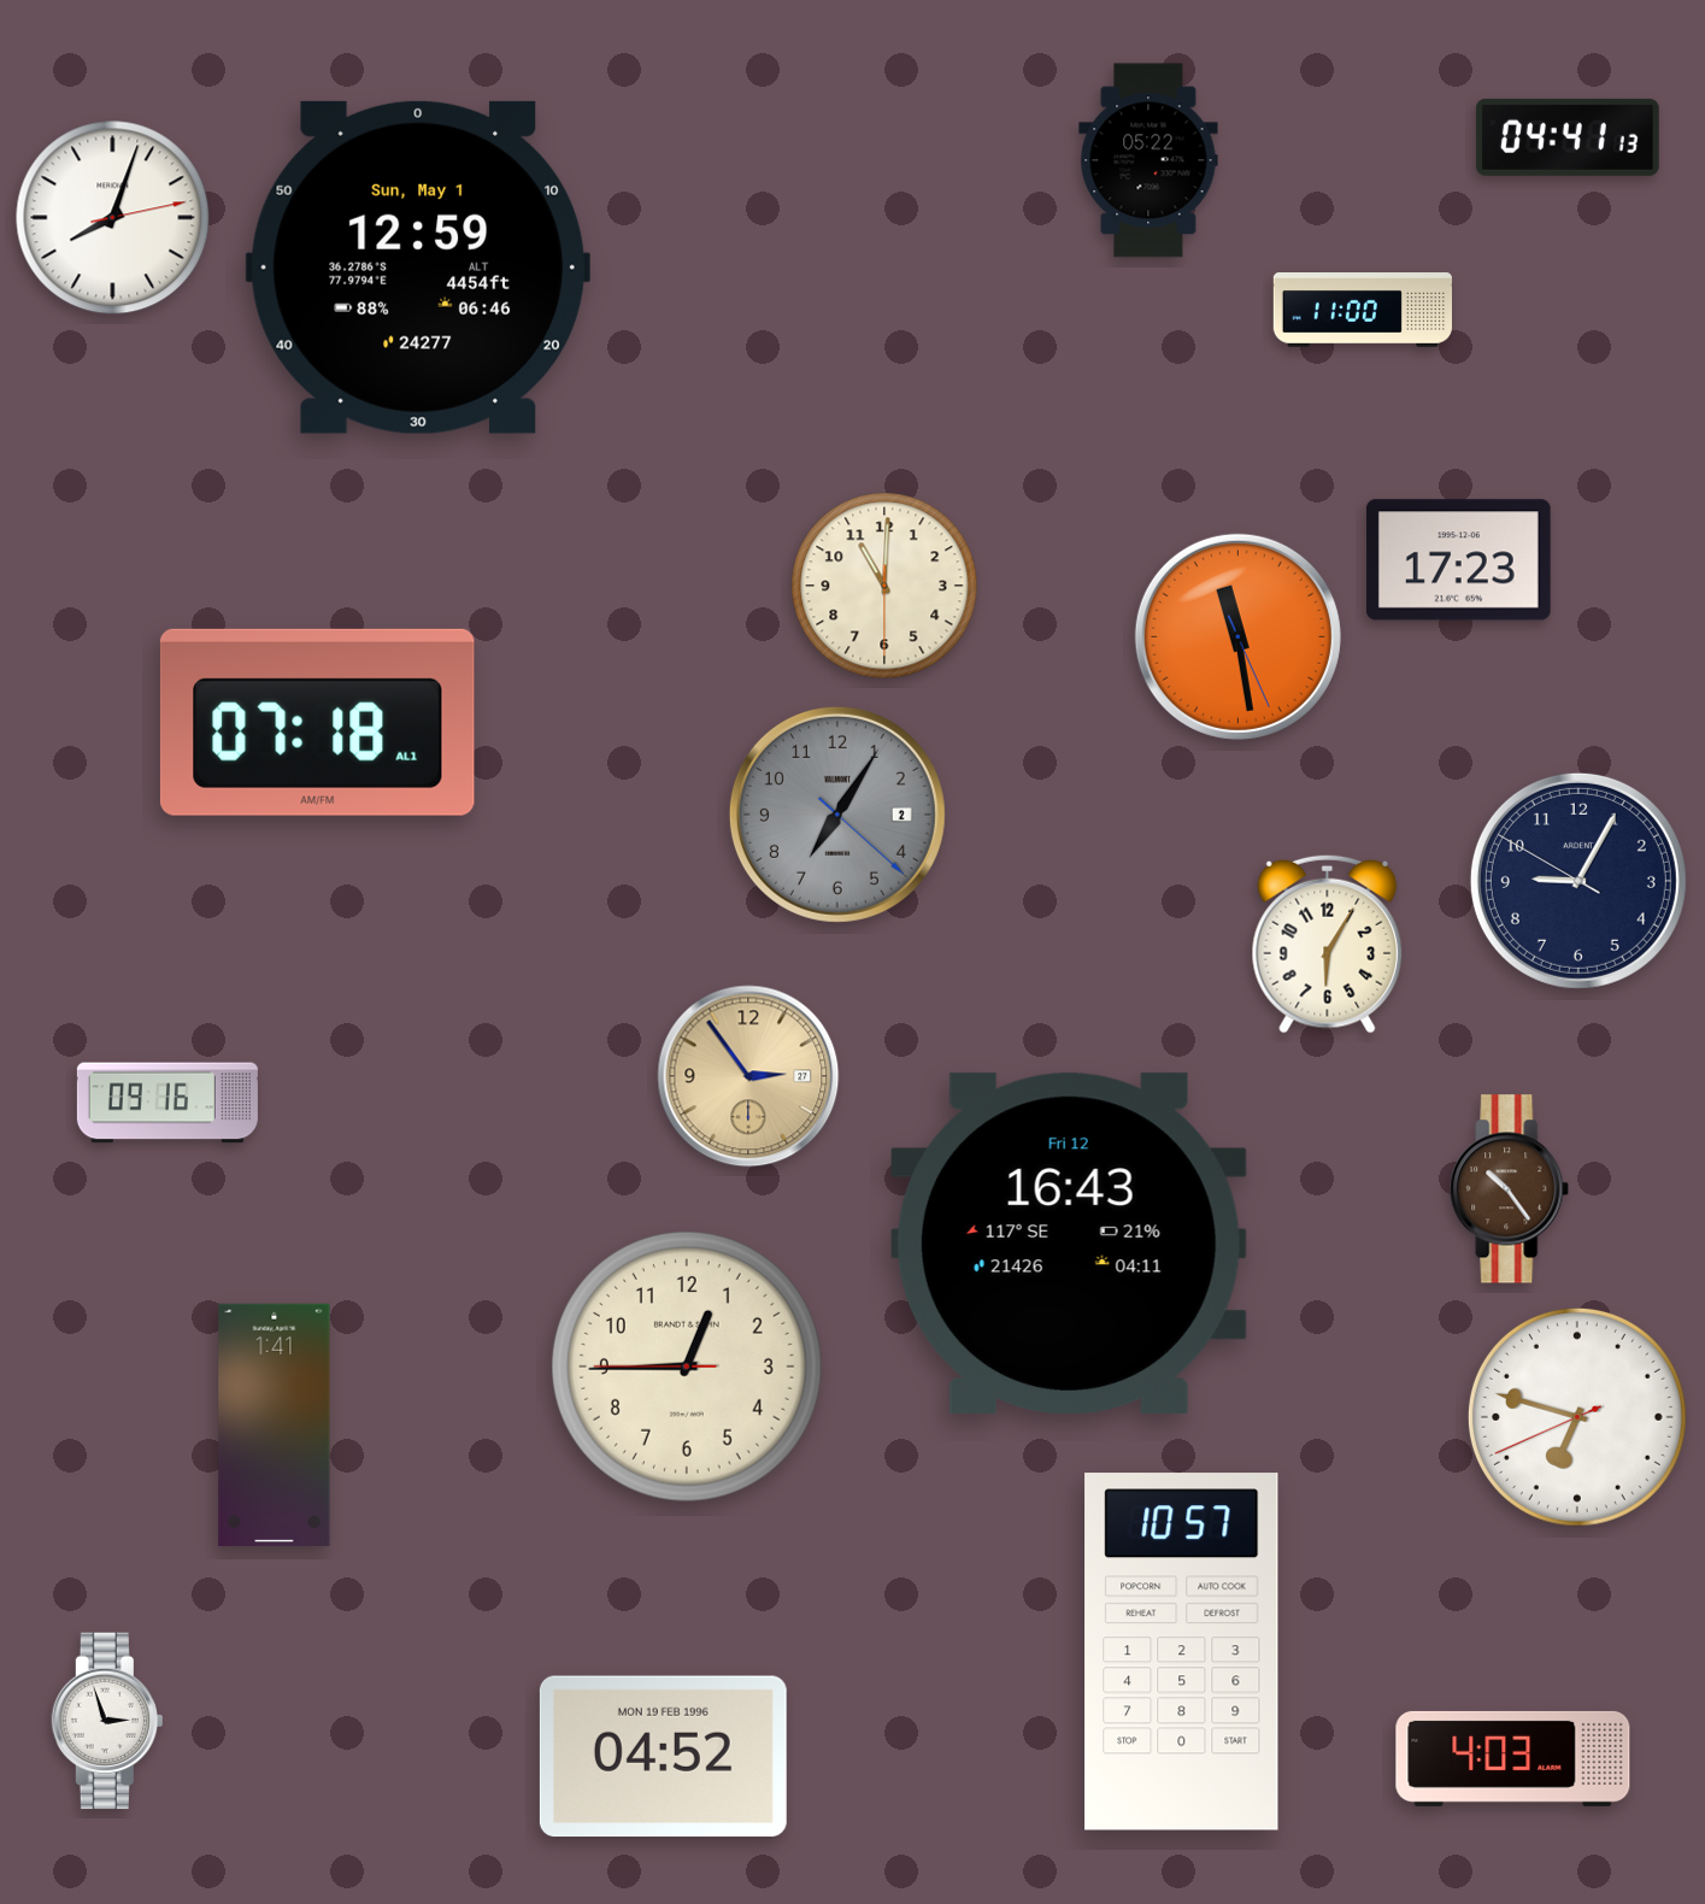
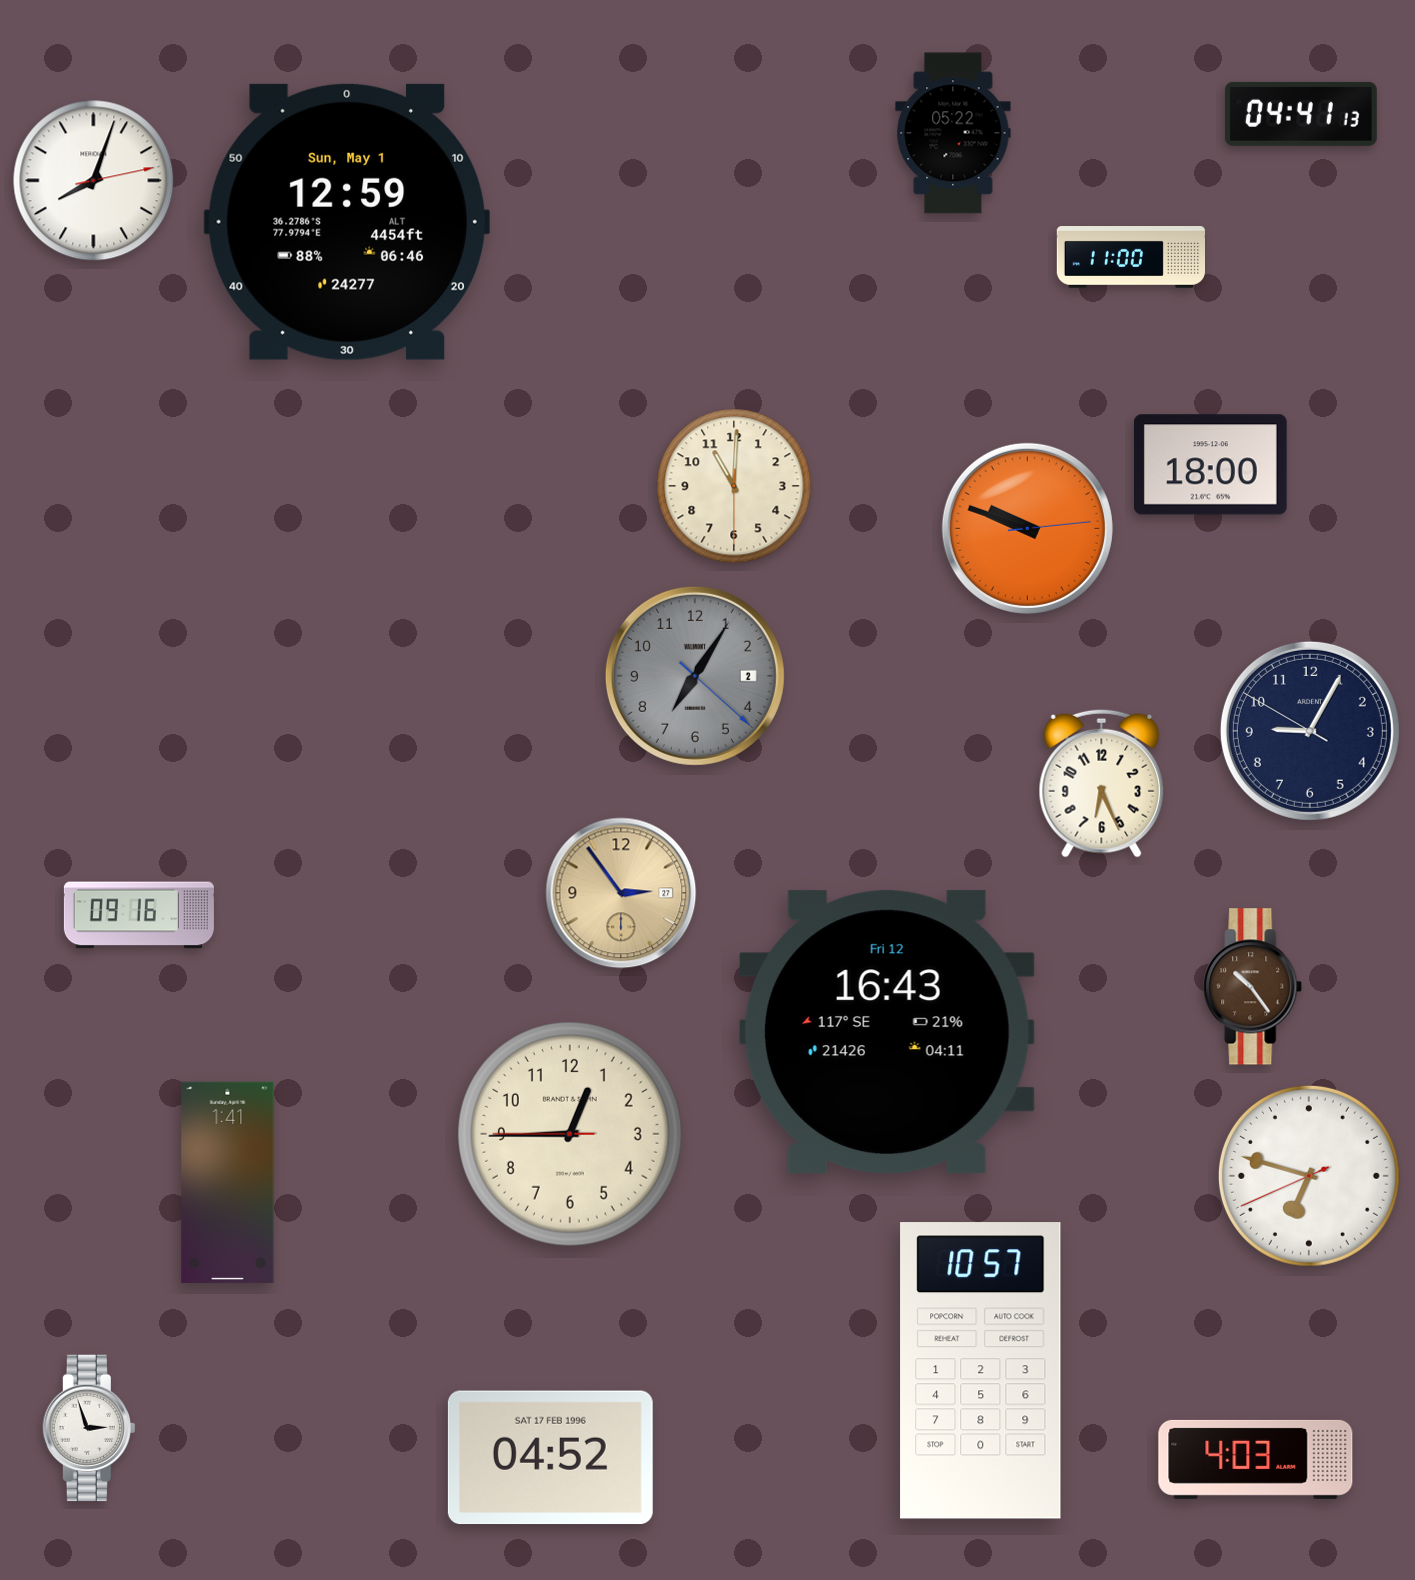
clock at (1458, 560): 17:23 -> 18:00
clock at (1237, 636): 11:28 -> 9:48
clock at (317, 722): 07:18 -> none
clock at (1328, 944): 6:05 -> 6:26
clock at (663, 1757) date: MON 19 FEB 1996 -> SAT 17 FEB 1996
